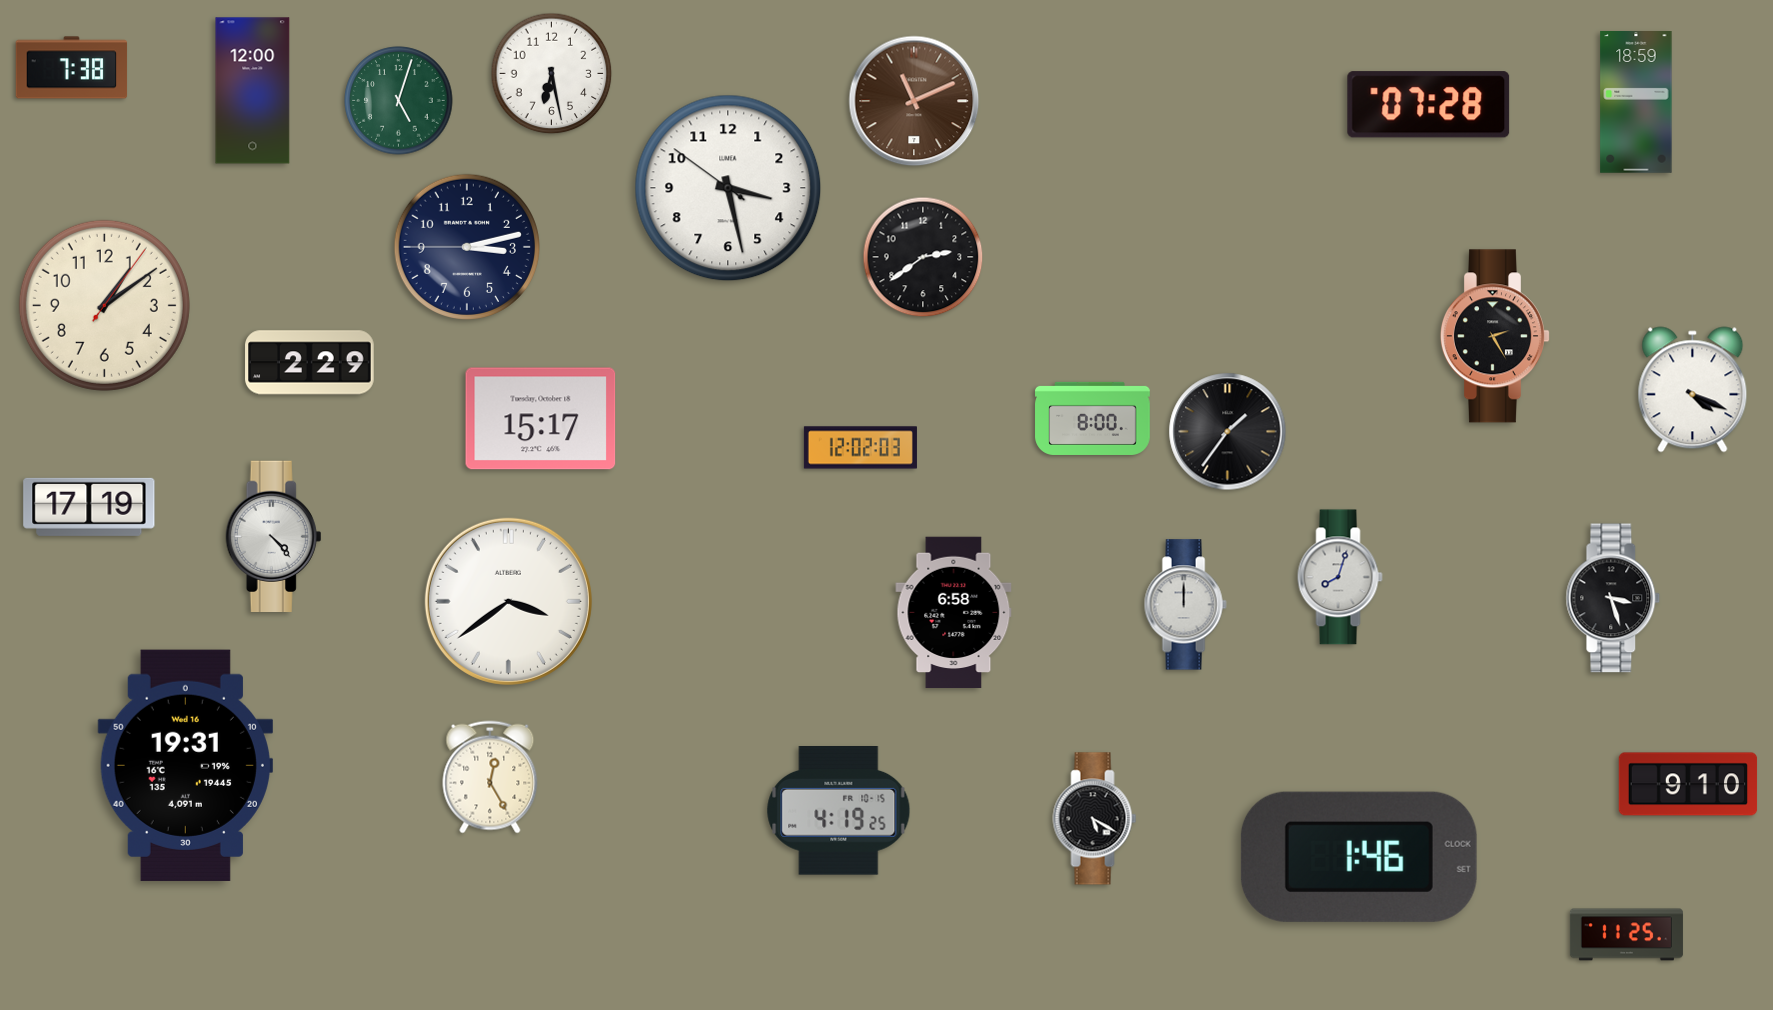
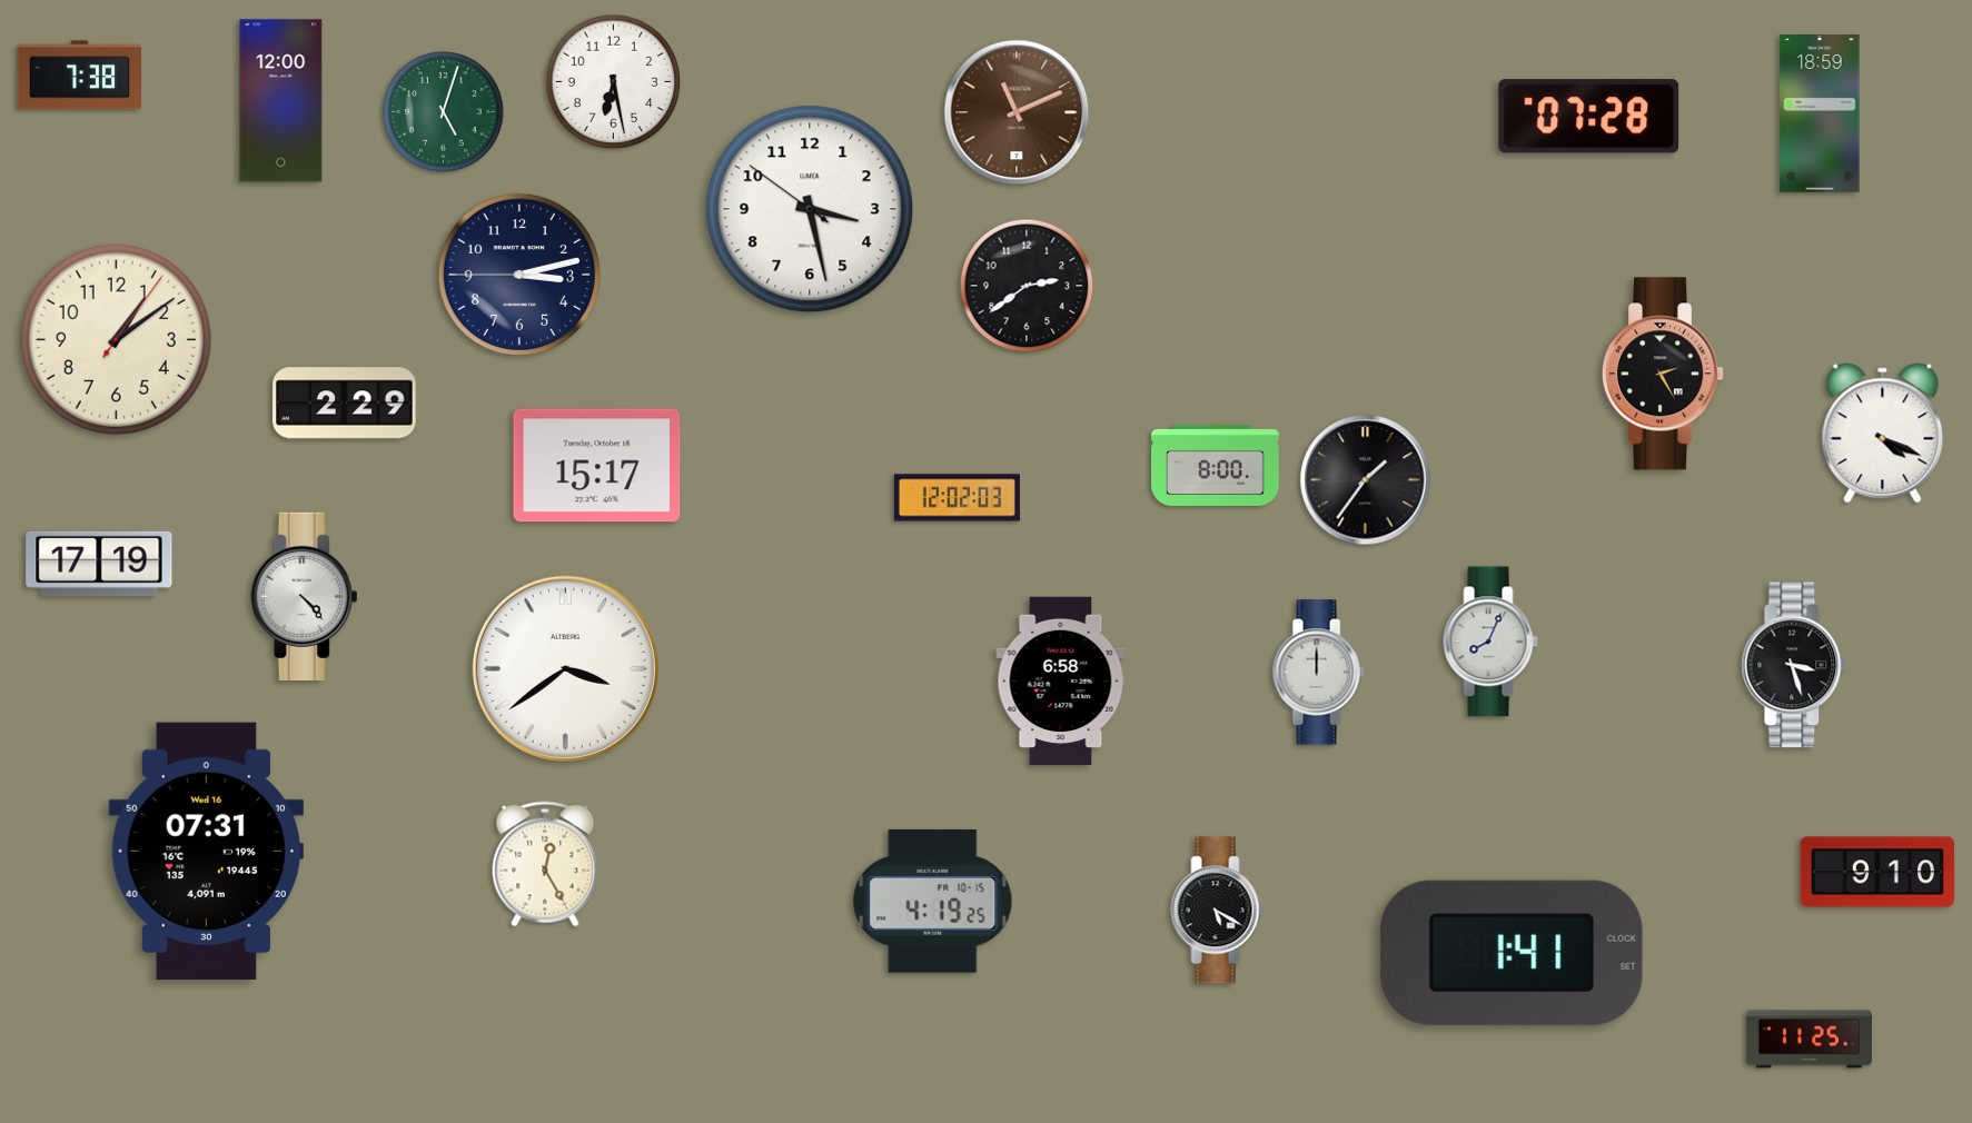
clock at (541, 419) position: (541, 419) -> (597, 466)
clock at (1340, 577): 8:03 -> 8:04
clock at (185, 765): 19:31 -> 07:31
clock at (1359, 857): 1:46 -> 1:41
